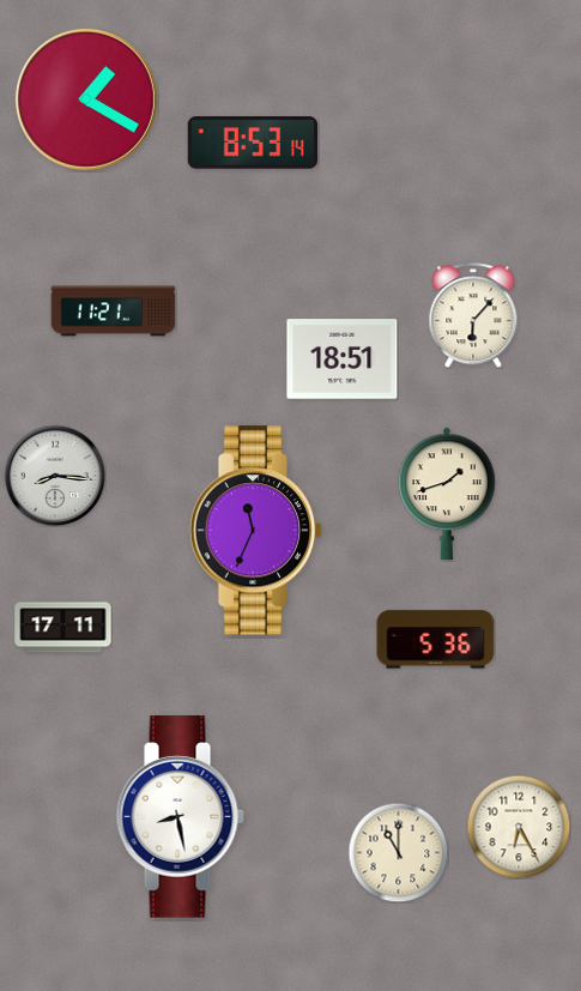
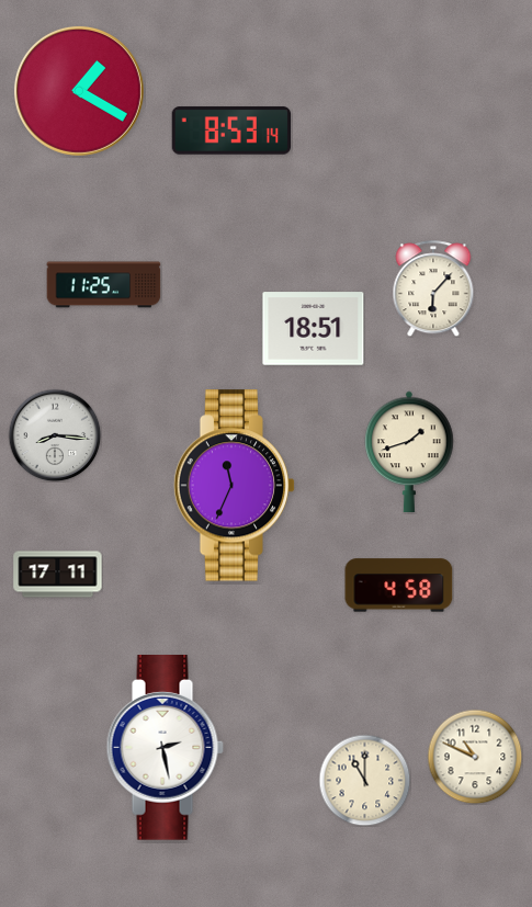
clock at (114, 312): 11:21 -> 11:25
clock at (55, 476) position: (55, 476) -> (55, 435)
clock at (436, 640): 5:36 -> 4:58
clock at (180, 817): 8:28 -> 2:28
clock at (519, 827): 6:25 -> 10:49
